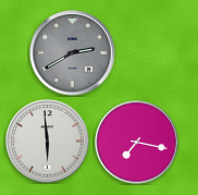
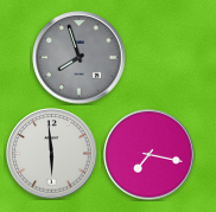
clock at (73, 53): 2:40 -> 7:57
